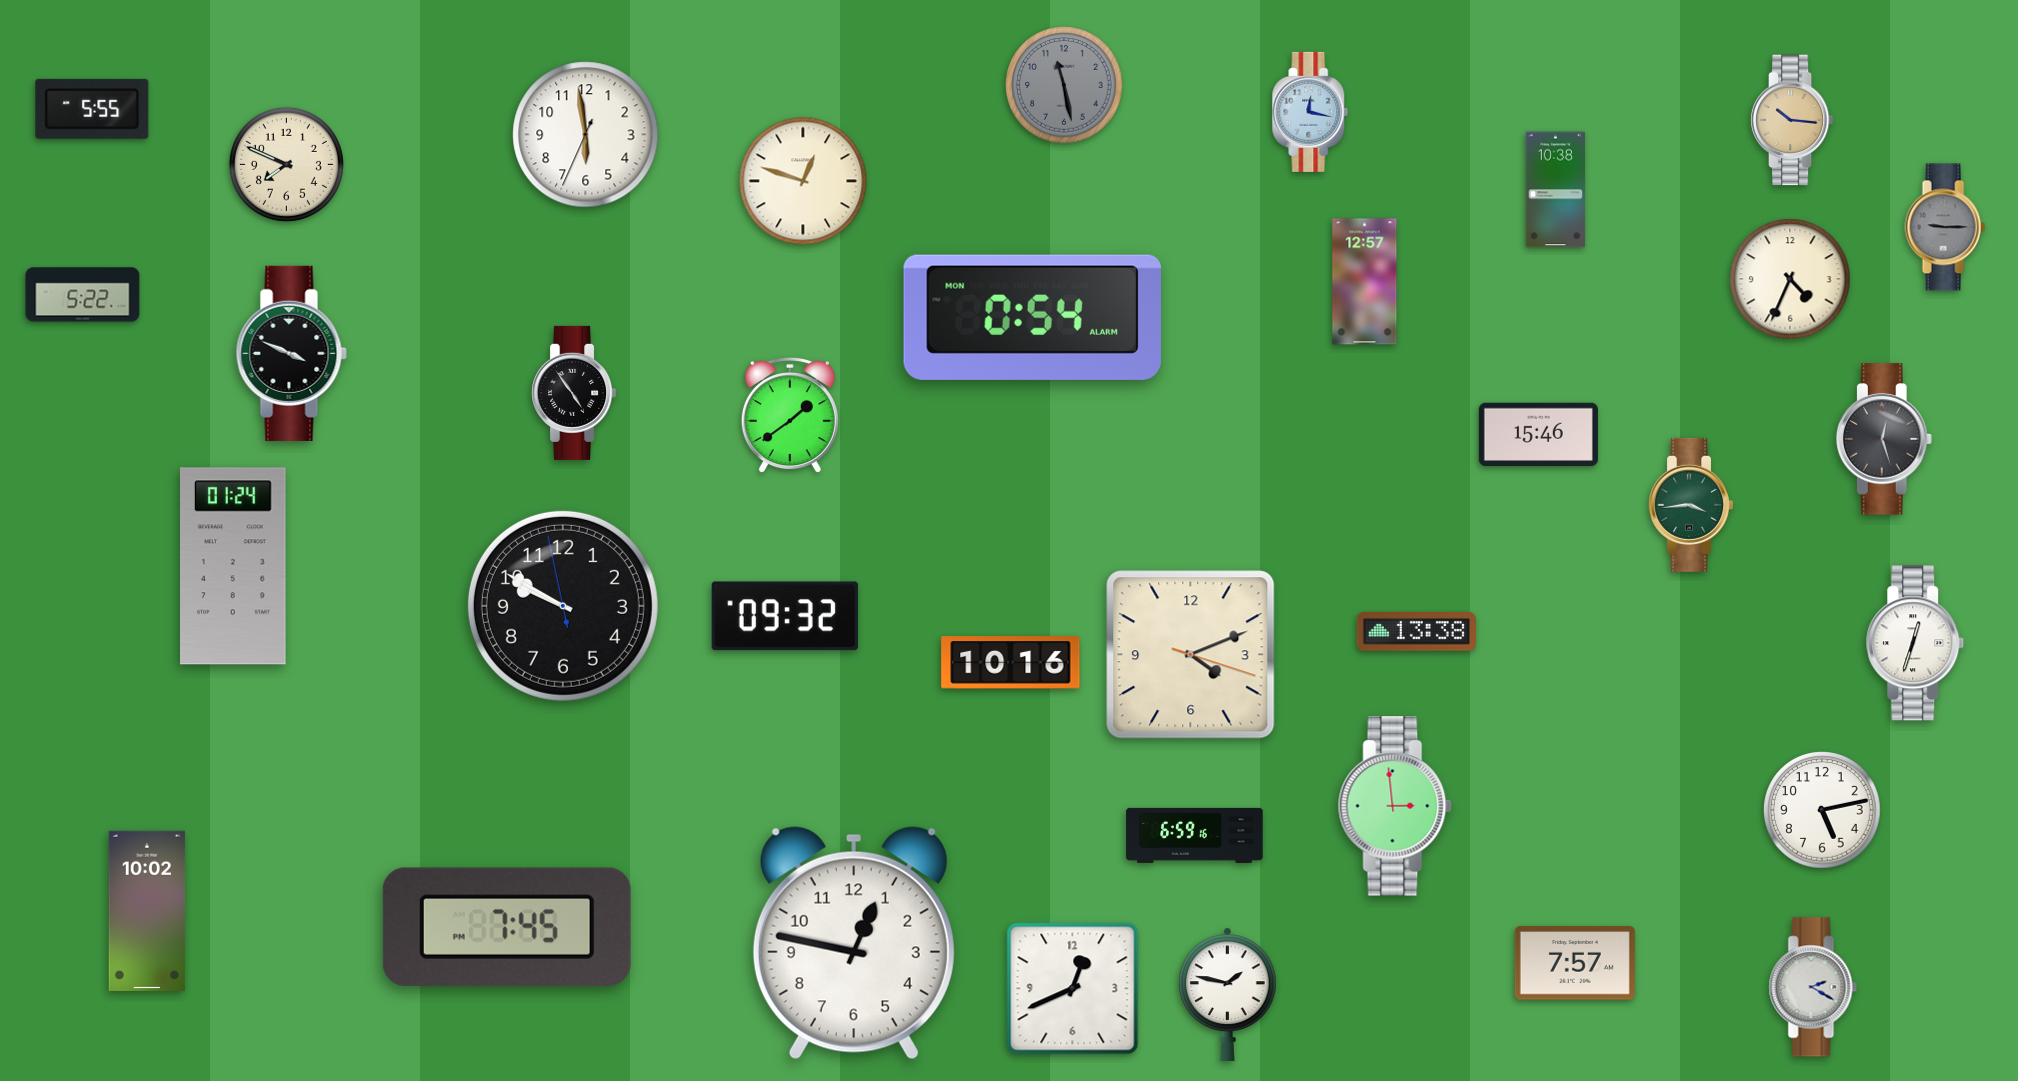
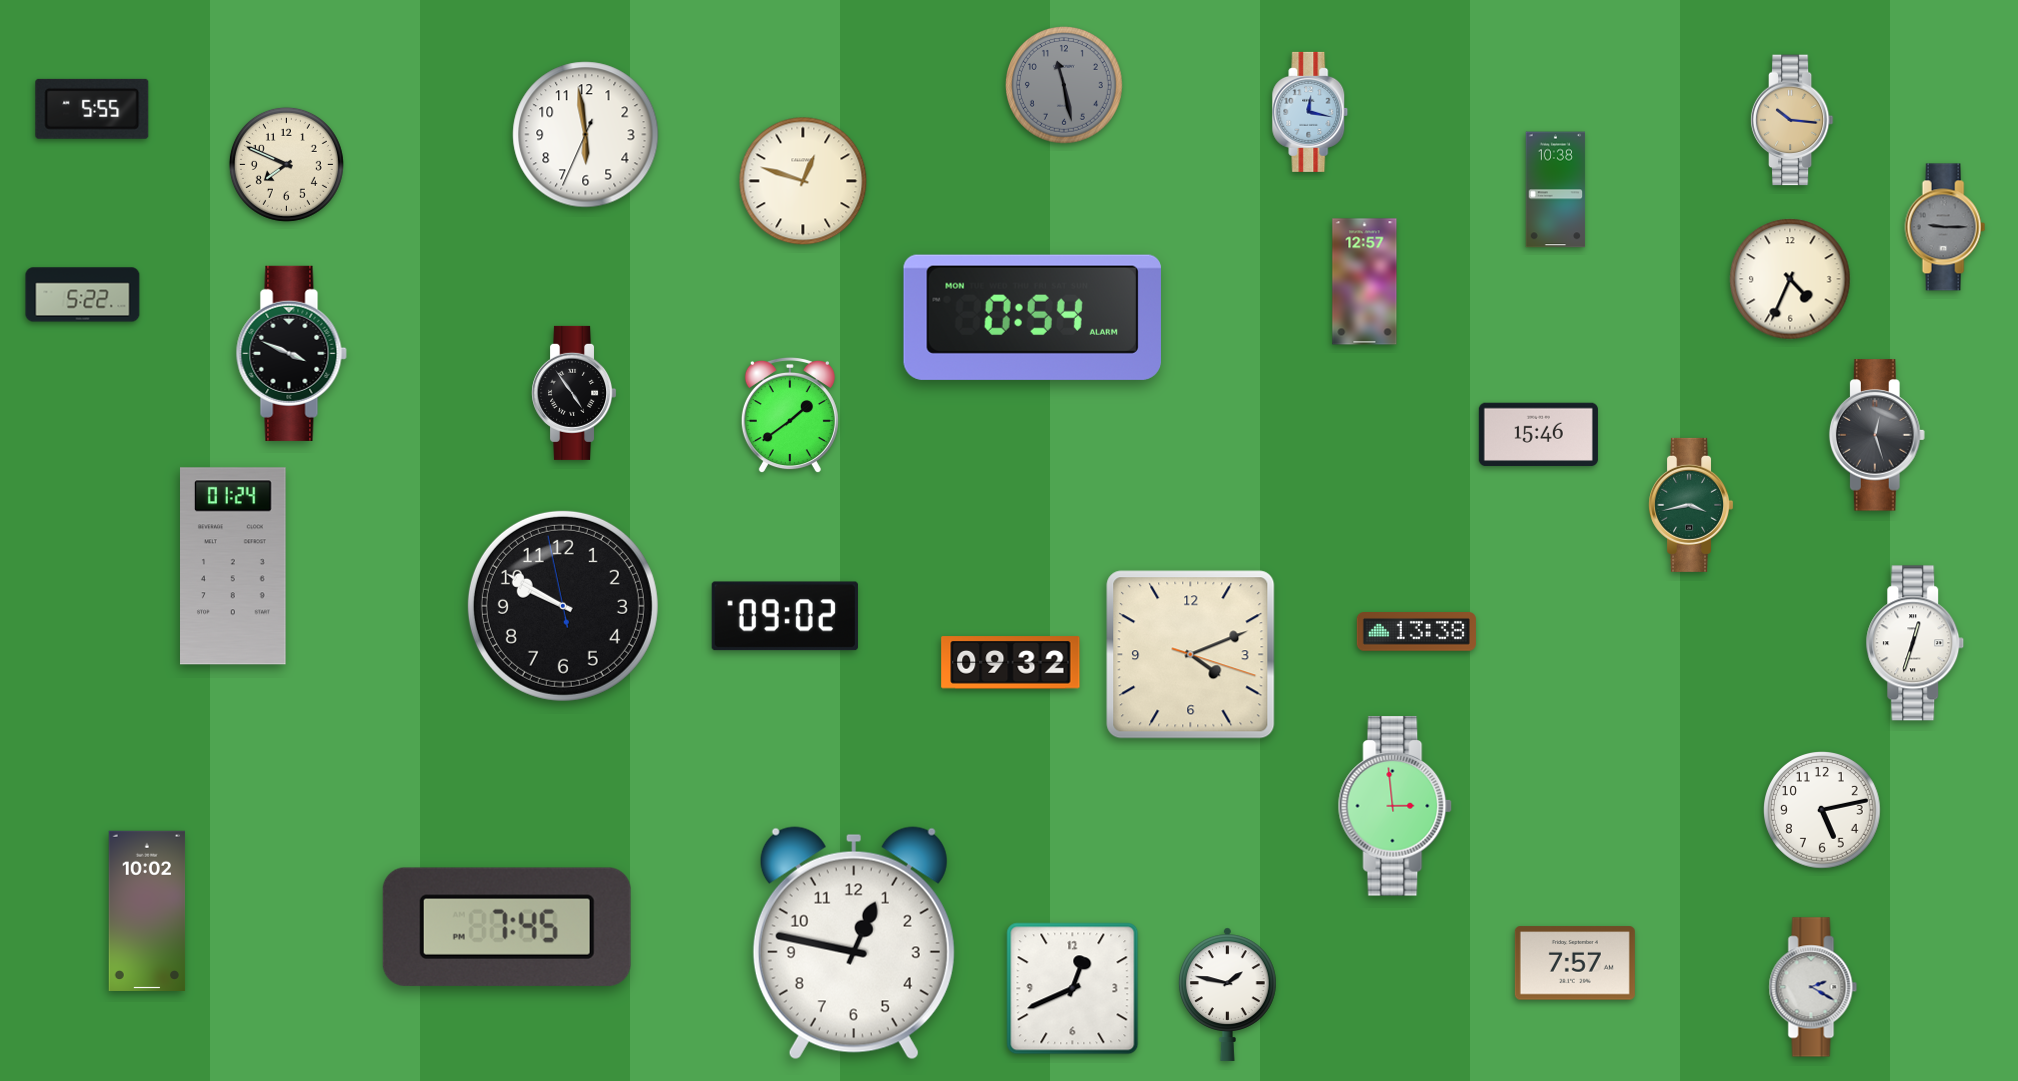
clock at (1884, 439) position: (1884, 439) -> (1877, 435)
clock at (1691, 505): 3:44 -> 3:43
clock at (785, 616): 09:32 -> 09:02
clock at (1011, 663): 10:16 -> 09:32
clock at (1195, 835): 6:59 -> none
